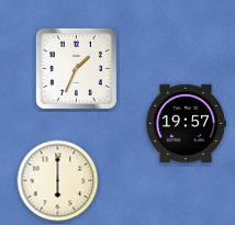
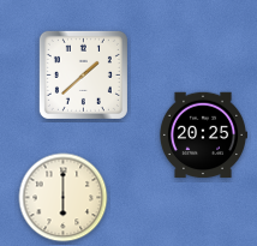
clock at (76, 68): 1:34 -> 1:38
clock at (184, 124): 19:57 -> 20:25
